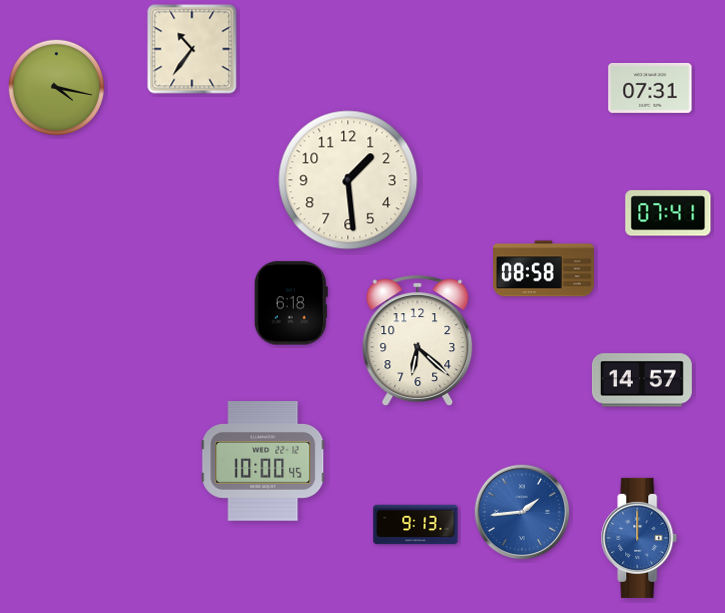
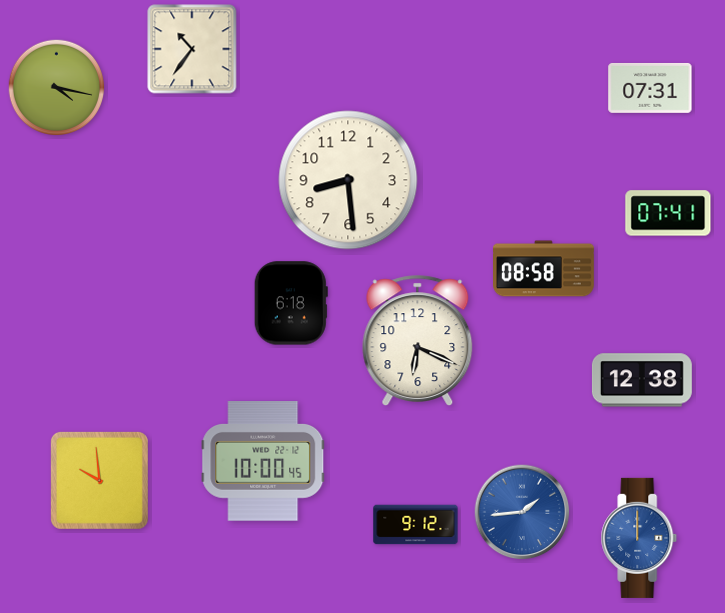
clock at (348, 180): 1:29 -> 8:29
clock at (418, 340): 6:22 -> 6:19
clock at (642, 380): 14:57 -> 12:38
clock at (99, 480): none -> 9:59
clock at (416, 525): 9:13 -> 9:12
